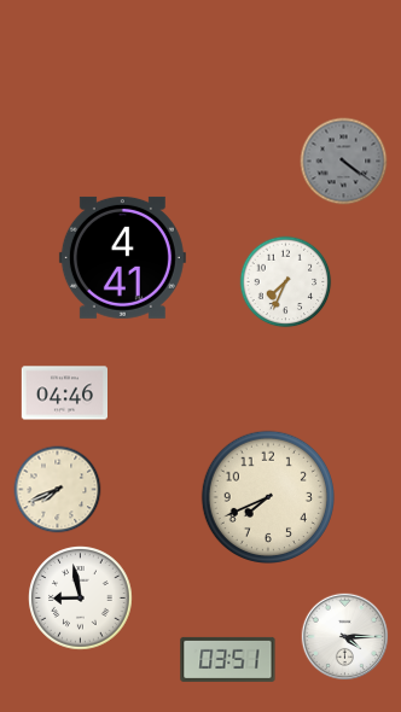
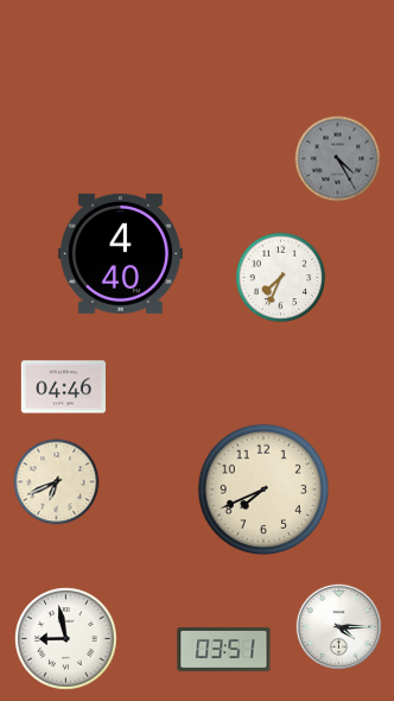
clock at (344, 162): 4:21 -> 4:25
clock at (122, 257): 4:41 -> 4:40
clock at (58, 490): 7:41 -> 6:41
clock at (81, 599) position: (81, 599) -> (66, 639)
